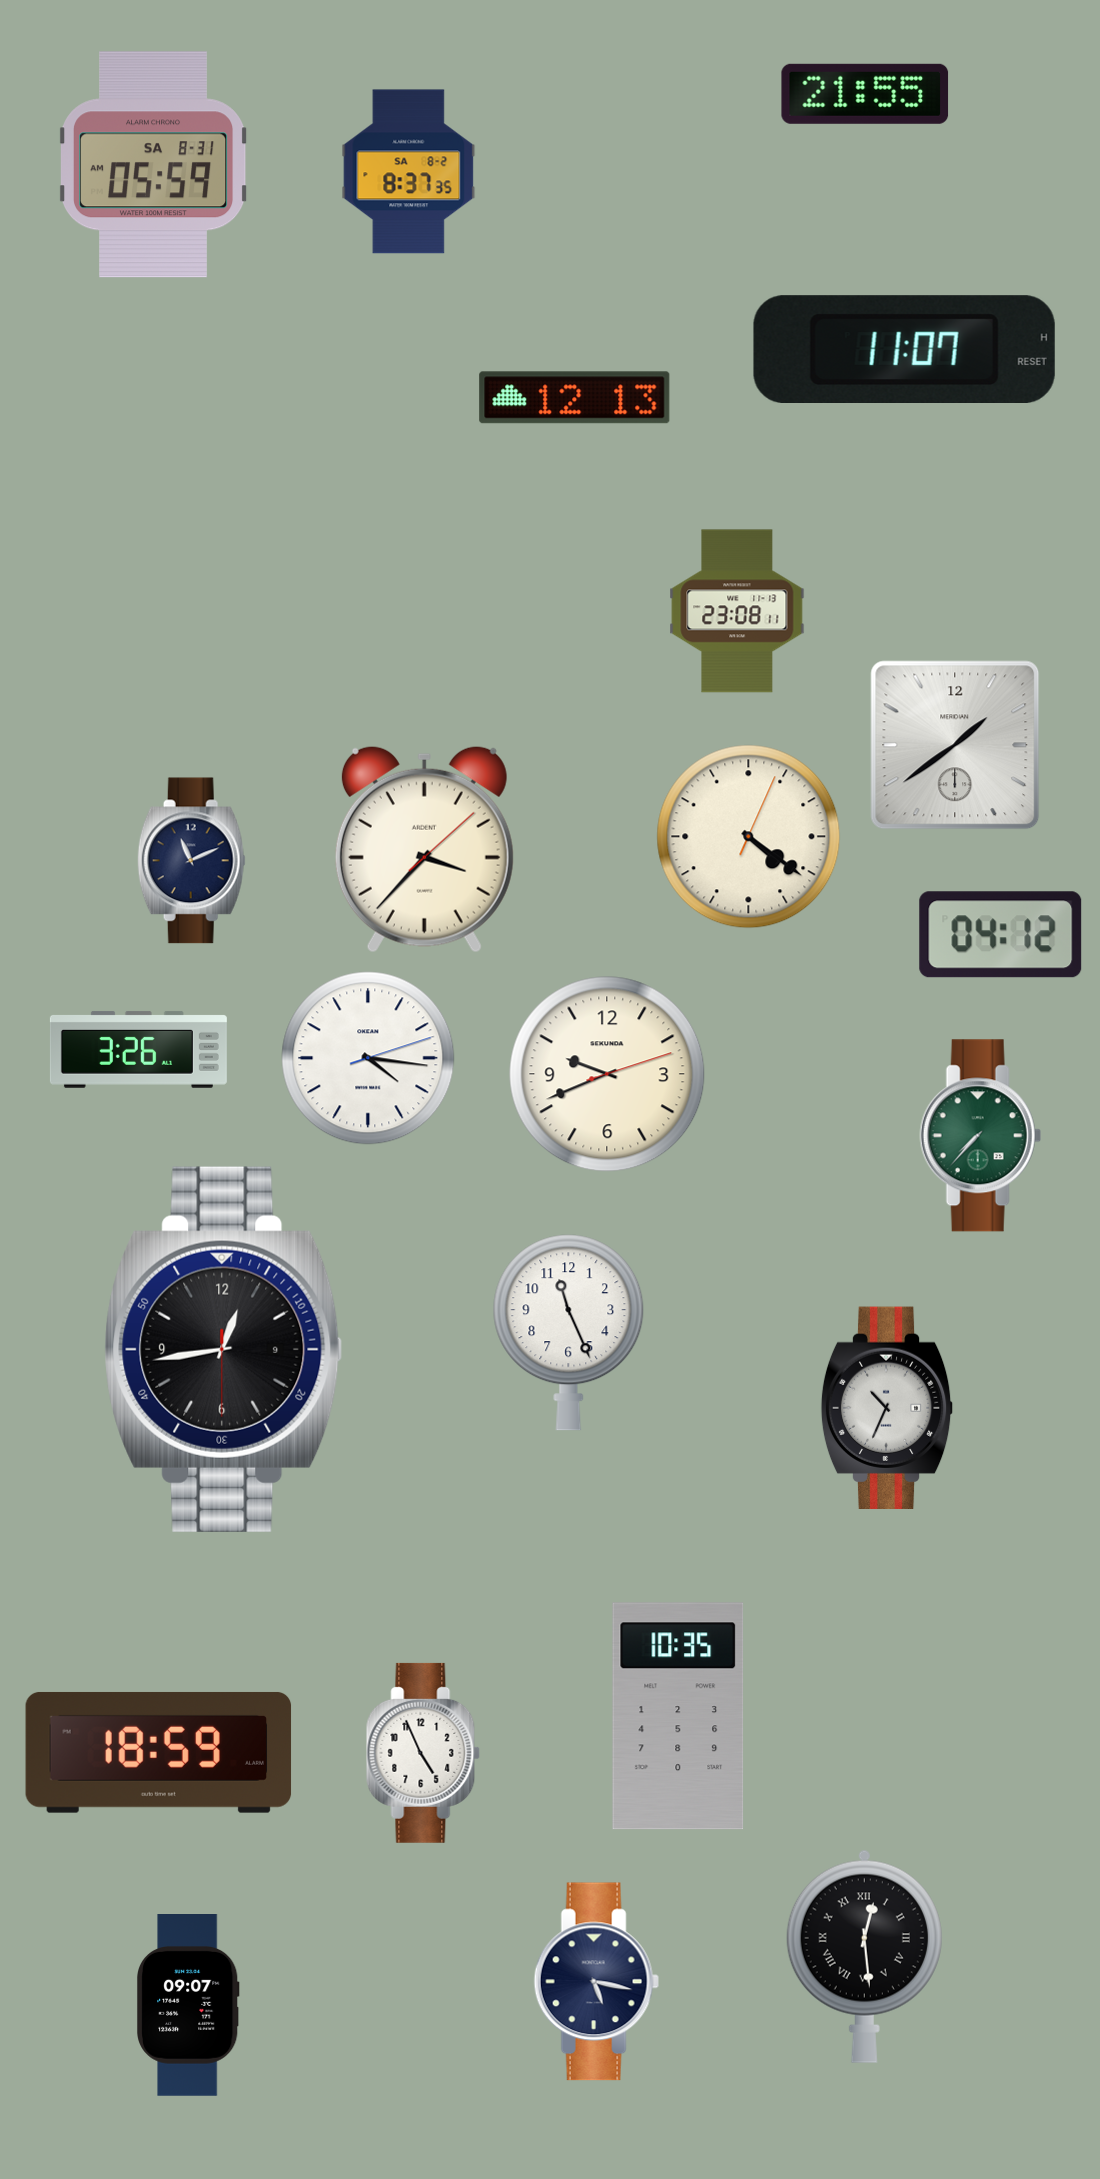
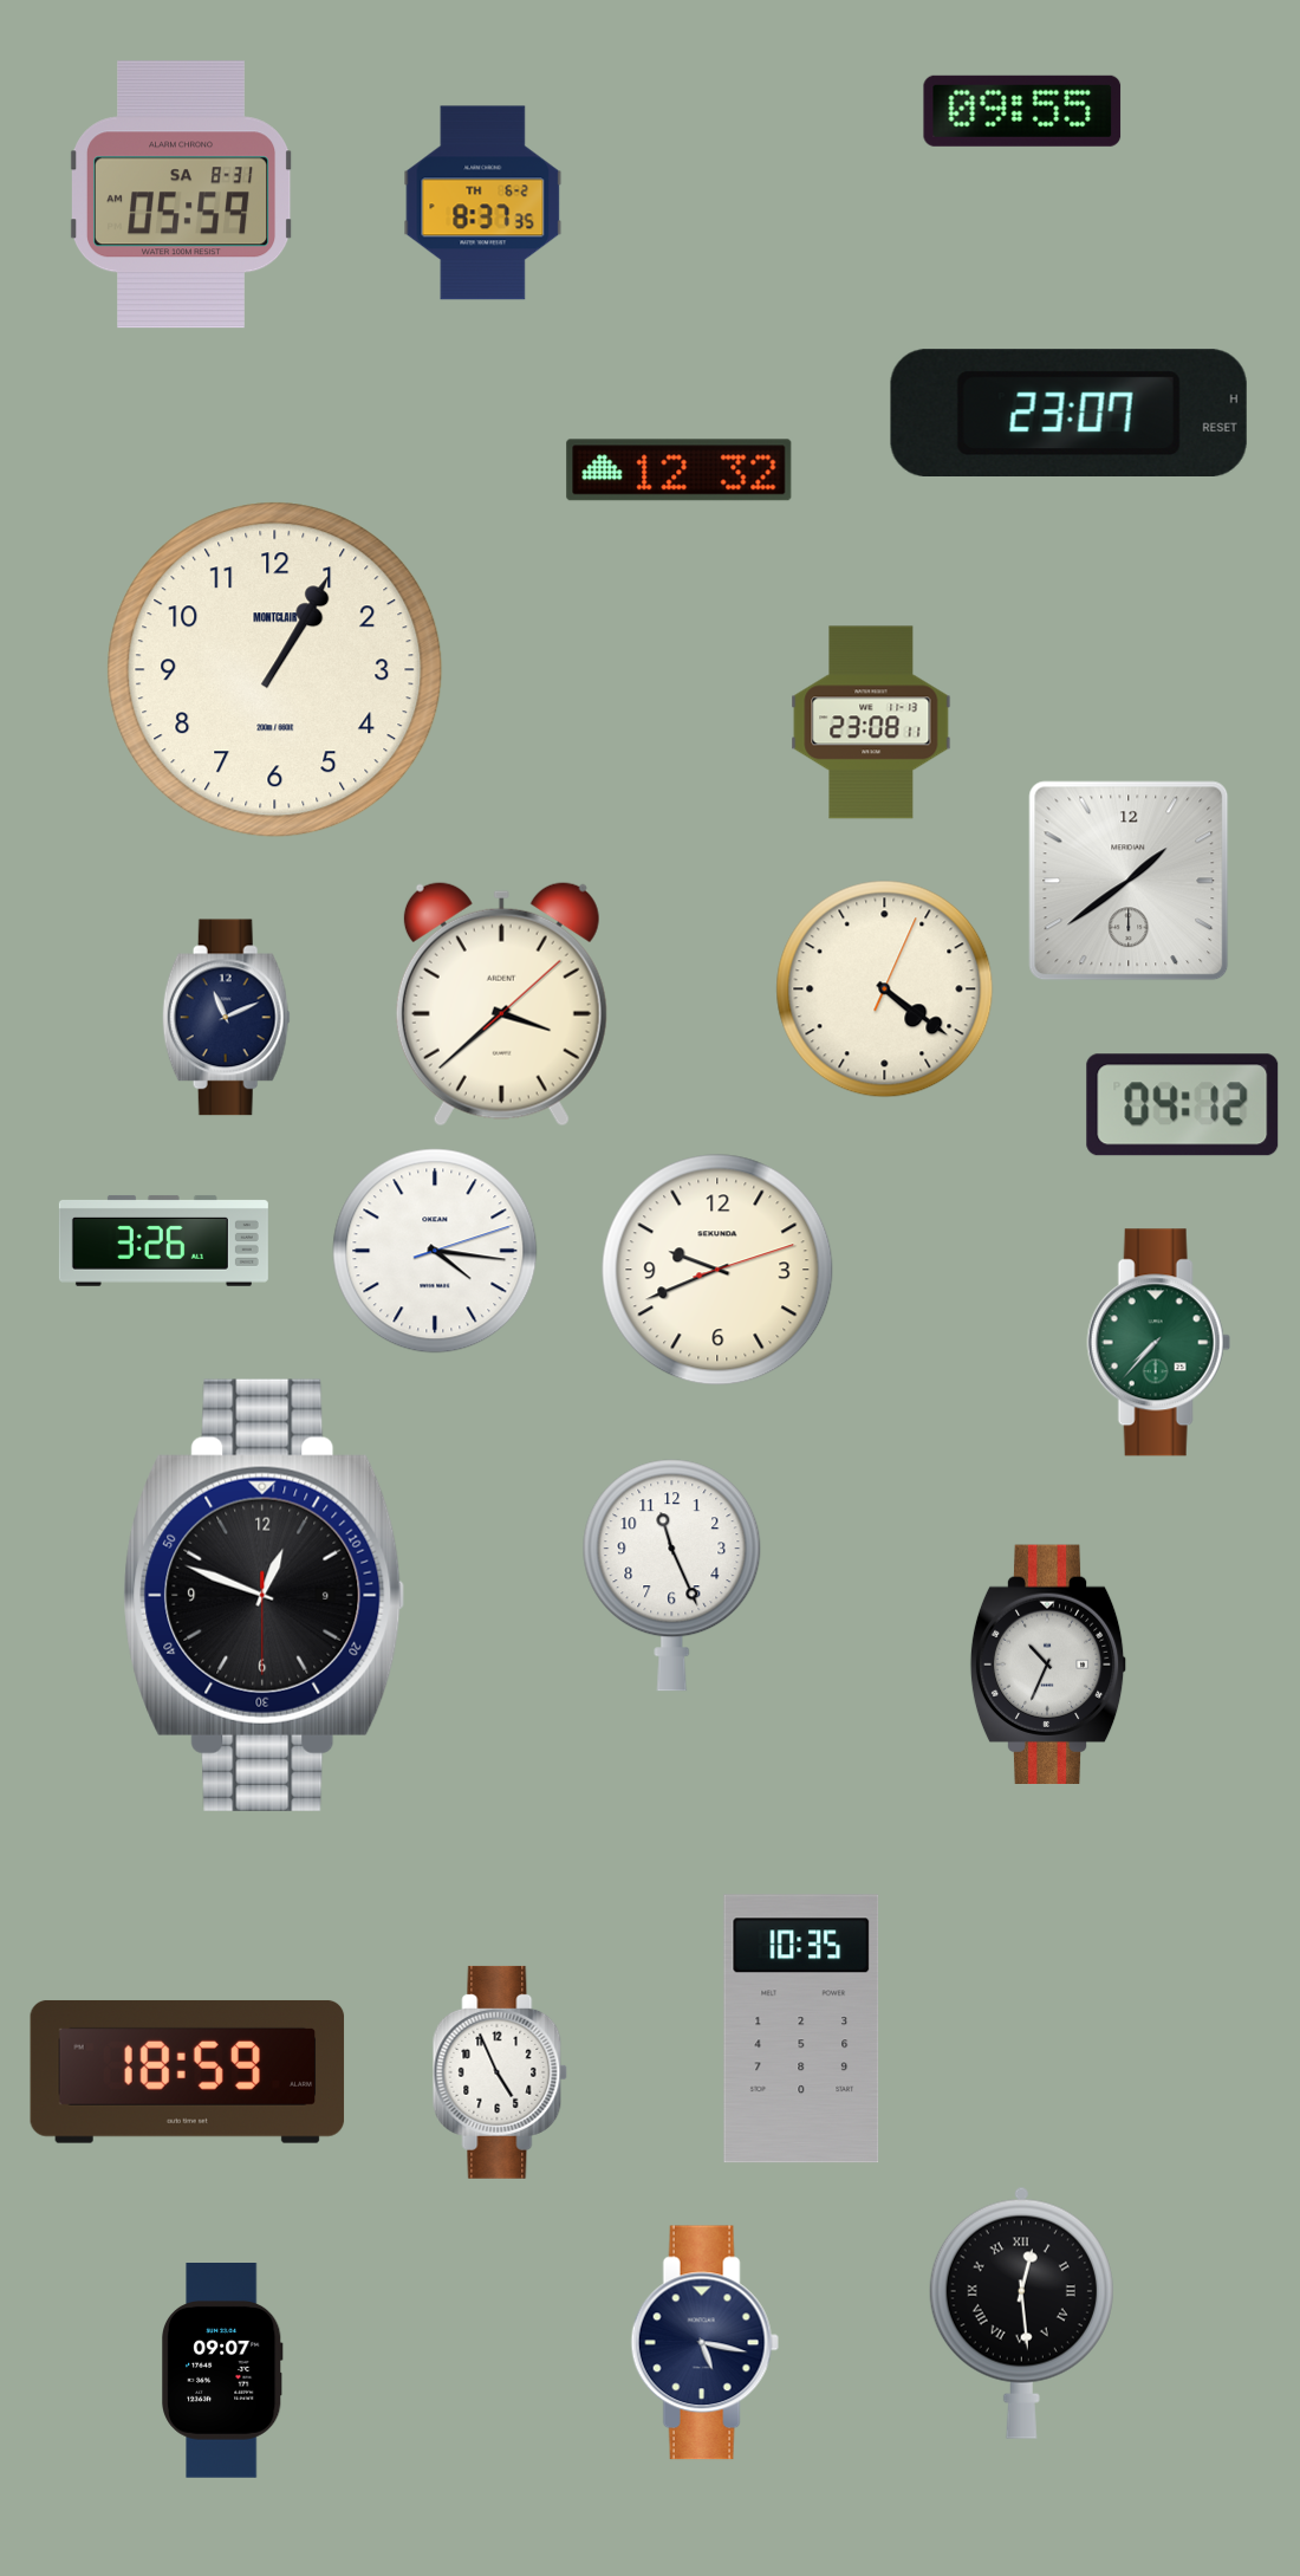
clock at (865, 94): 21:55 -> 09:55
clock at (409, 172) date: SA 8-2 -> TH 6-2
clock at (904, 349): 11:07 -> 23:07
clock at (575, 398): 12:13 -> 12:32
clock at (275, 670): none -> 1:05
clock at (424, 849): 3:37 -> 3:38
clock at (224, 1349): 12:43 -> 12:48
